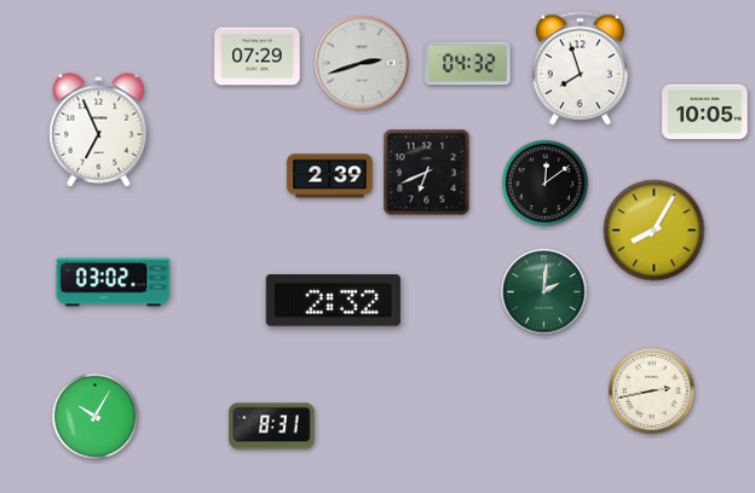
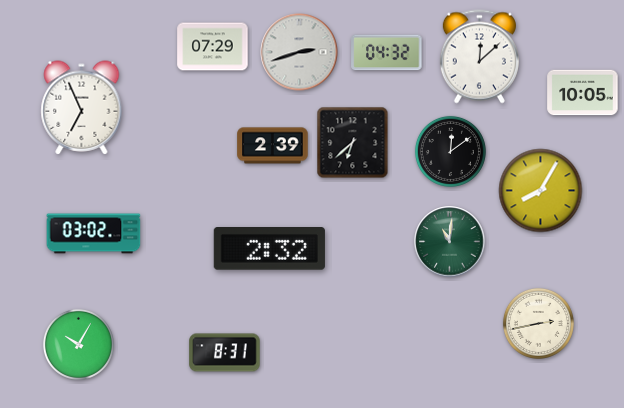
clock at (580, 69): 7:57 -> 12:08
clock at (427, 173): 6:41 -> 6:38
clock at (544, 292): 2:01 -> 11:01
clock at (333, 301) position: (333, 301) -> (269, 249)
